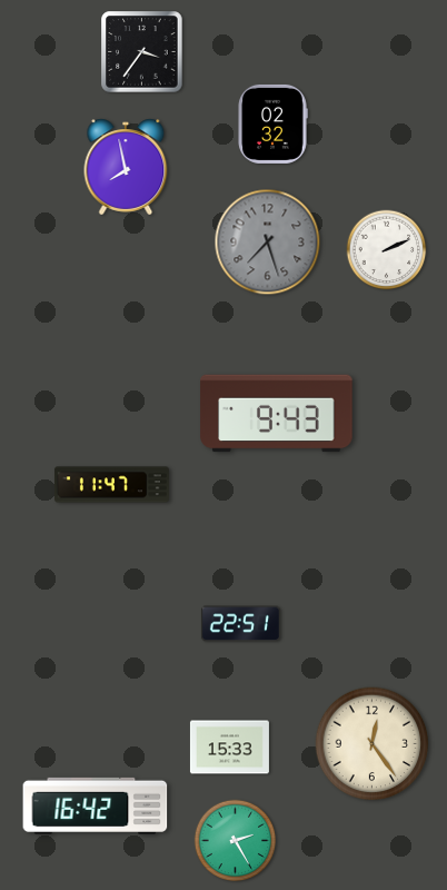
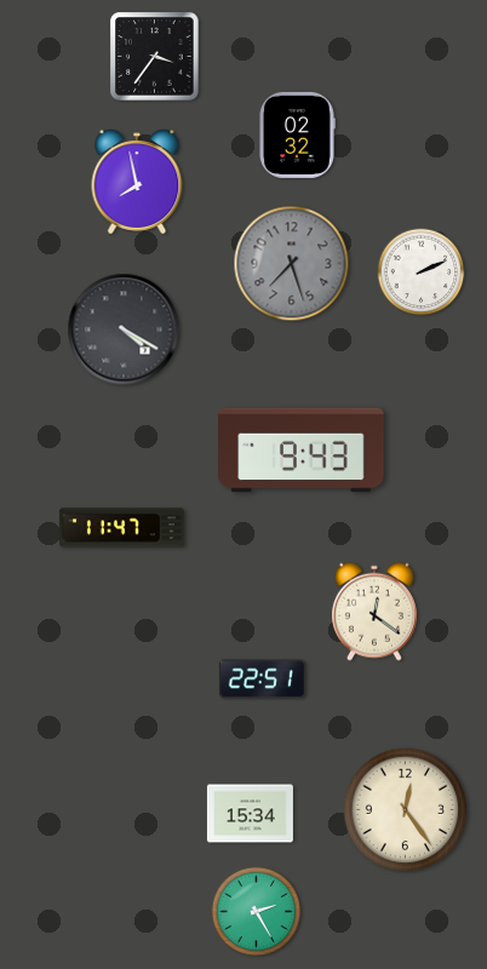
clock at (124, 329): none -> 4:20
clock at (376, 612): none -> 12:21
clock at (229, 748): 15:33 -> 15:34
clock at (96, 805): 16:42 -> none
clock at (236, 841) position: (236, 841) -> (257, 912)
